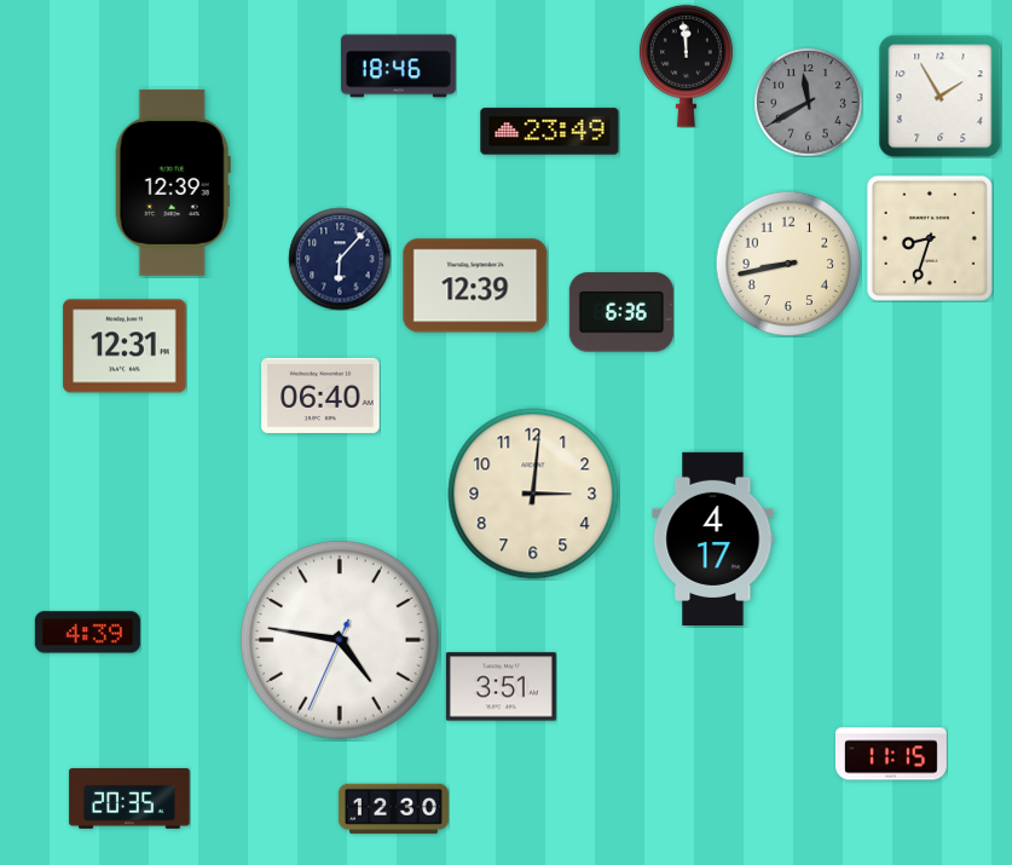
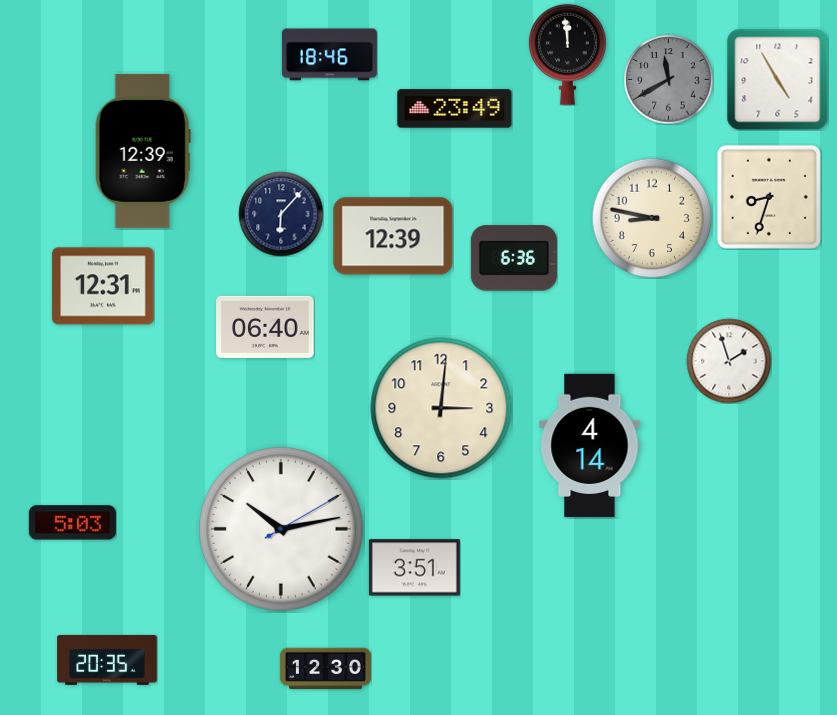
clock at (939, 96): 1:55 -> 4:55
clock at (808, 102) position: (808, 102) -> (668, 79)
clock at (788, 264): 8:43 -> 8:47
clock at (729, 361): none -> 1:57
clock at (713, 538): 4:17 -> 4:14
clock at (87, 633): 4:39 -> 5:03
clock at (340, 640): 4:46 -> 10:13
clock at (891, 754): 11:15 -> none
